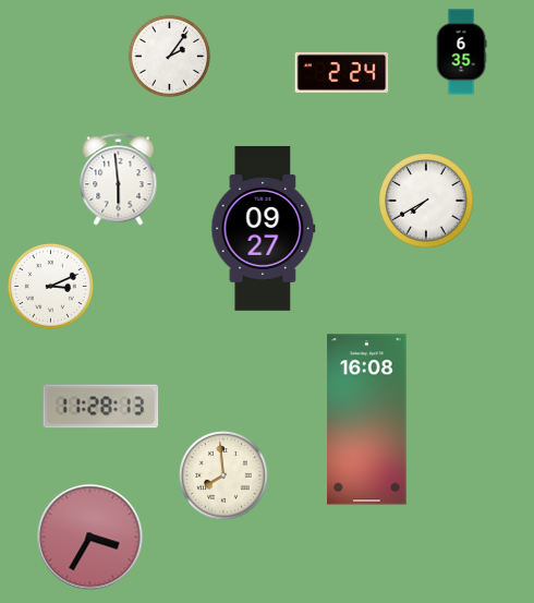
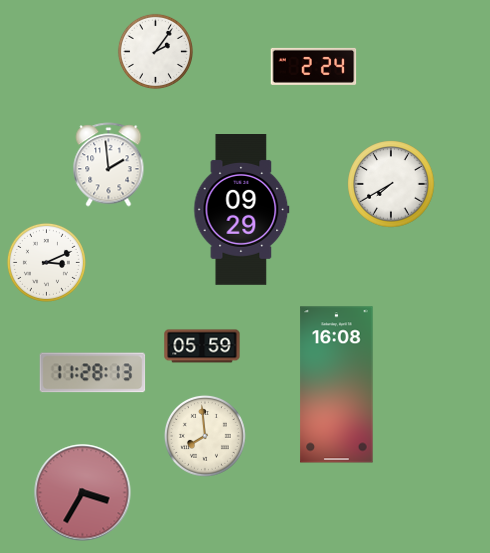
clock at (461, 52): 6:35 -> none
clock at (119, 180): 5:59 -> 1:59
clock at (264, 229): 09:27 -> 09:29
clock at (202, 346): none -> 05:59
